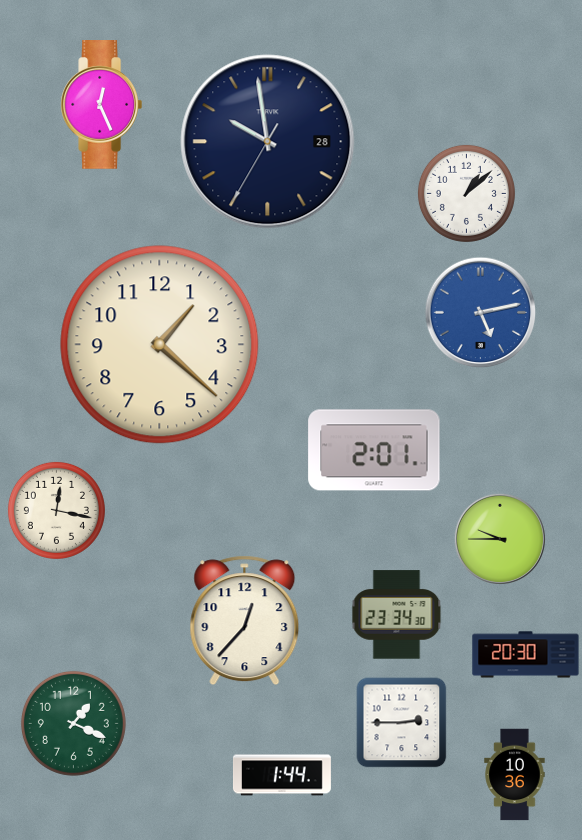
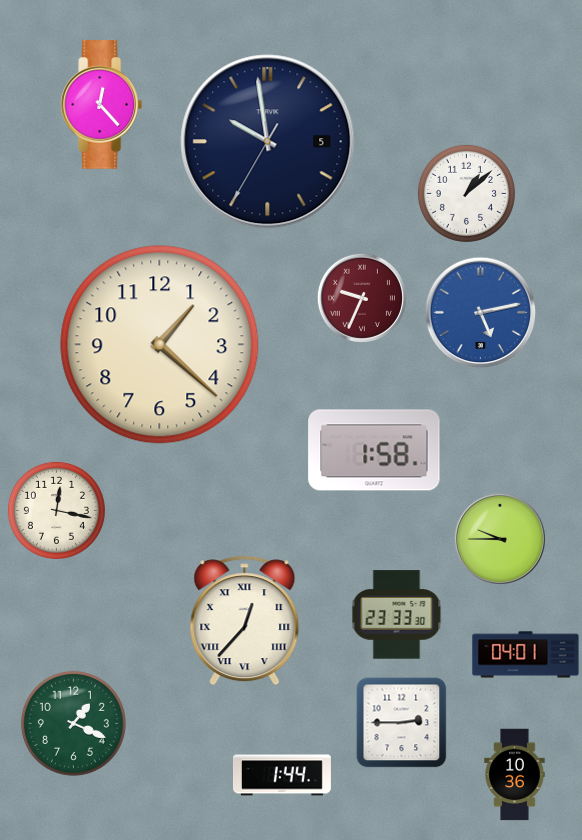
clock at (101, 105): 12:26 -> 12:23
clock at (268, 142) date: 28 -> 5
clock at (362, 298): none -> 9:34
clock at (374, 450): 2:01 -> 1:58
clock at (397, 615): 23:34 -> 23:33
clock at (245, 621) numerals: Arabic -> Roman
clock at (526, 655): 20:30 -> 04:01
